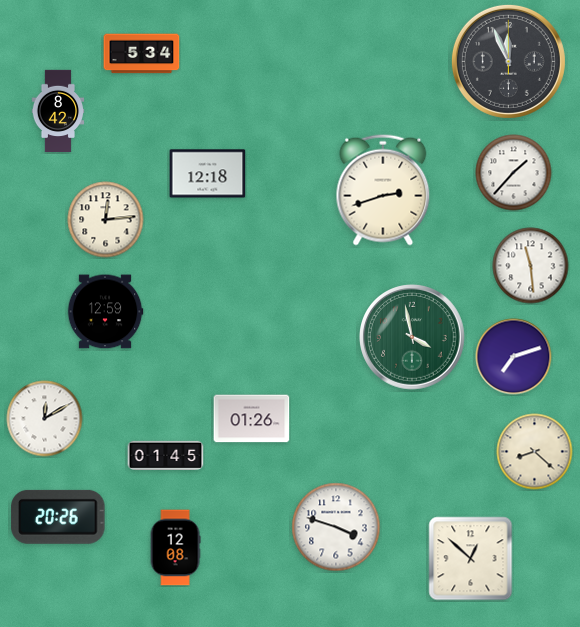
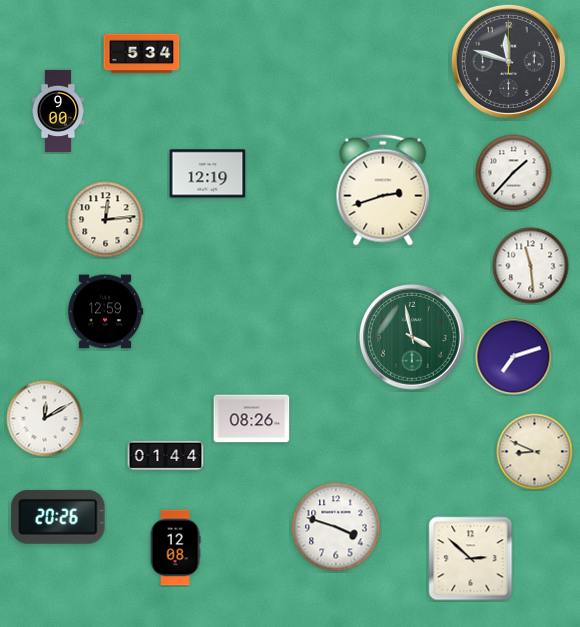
clock at (508, 61): 11:56 -> 11:48
clock at (58, 111): 8:42 -> 9:00
clock at (208, 174): 12:18 -> 12:19
clock at (252, 419): 01:26 -> 08:26
clock at (535, 452): 8:22 -> 8:49
clock at (166, 455): 01:45 -> 01:44
clock at (471, 559): 12:52 -> 2:52
